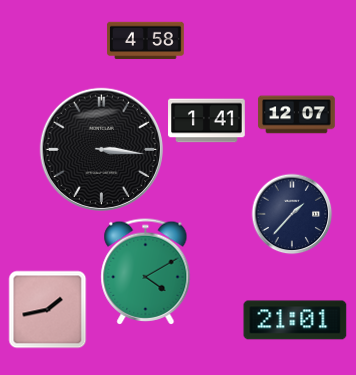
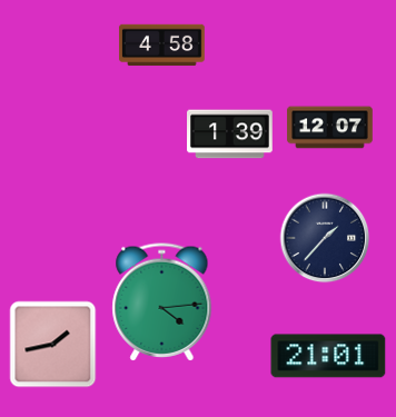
clock at (207, 121): 1:41 -> 1:39
clock at (101, 149): 3:16 -> none
clock at (146, 272): 4:10 -> 4:14
